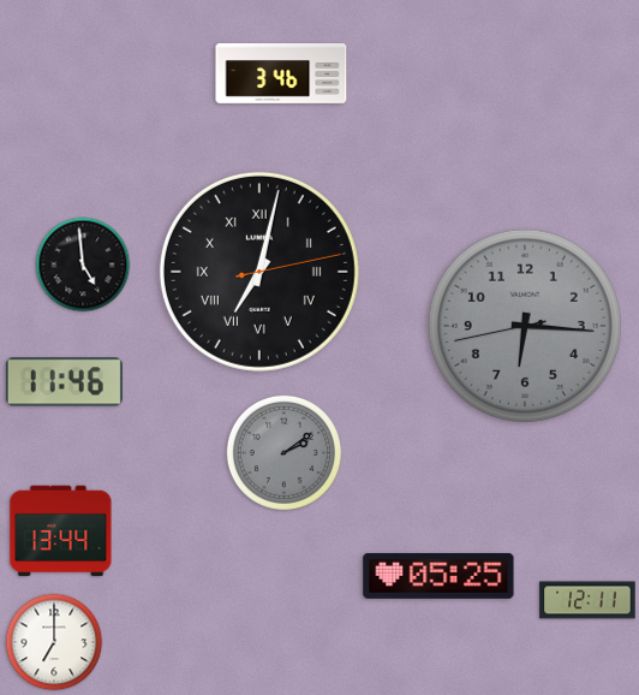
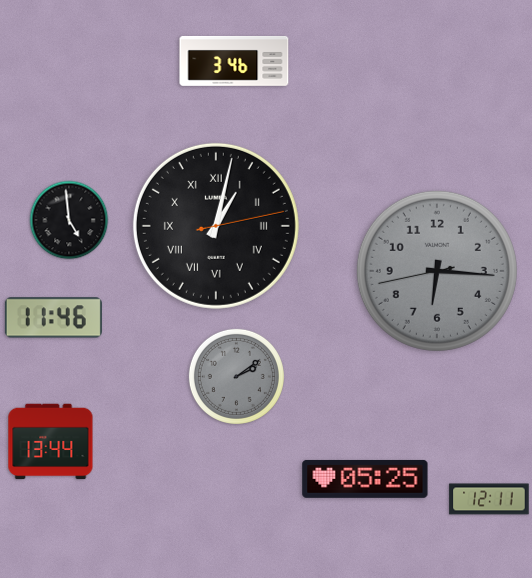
clock at (259, 272): 7:02 -> 1:02
clock at (54, 642): 7:00 -> none
